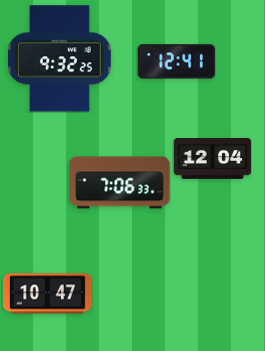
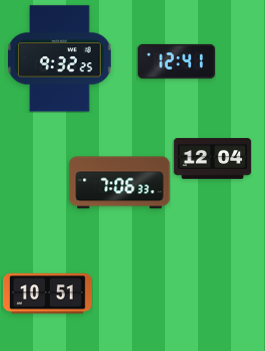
clock at (47, 294): 10:47 -> 10:51
